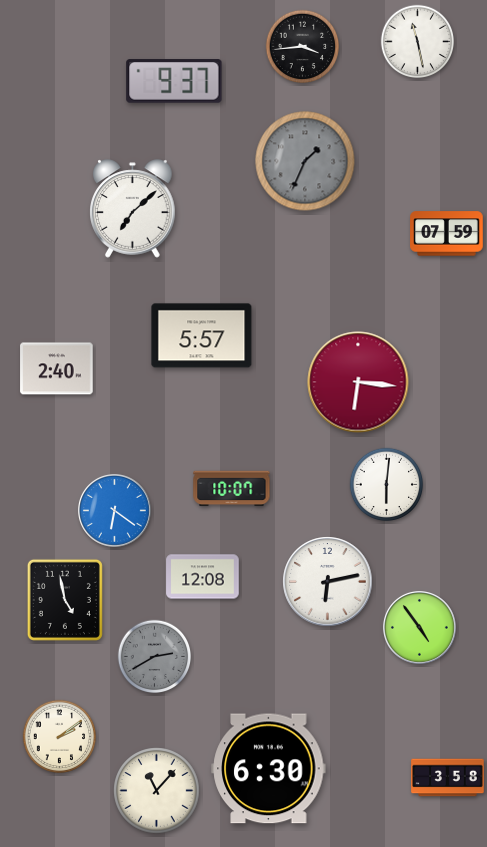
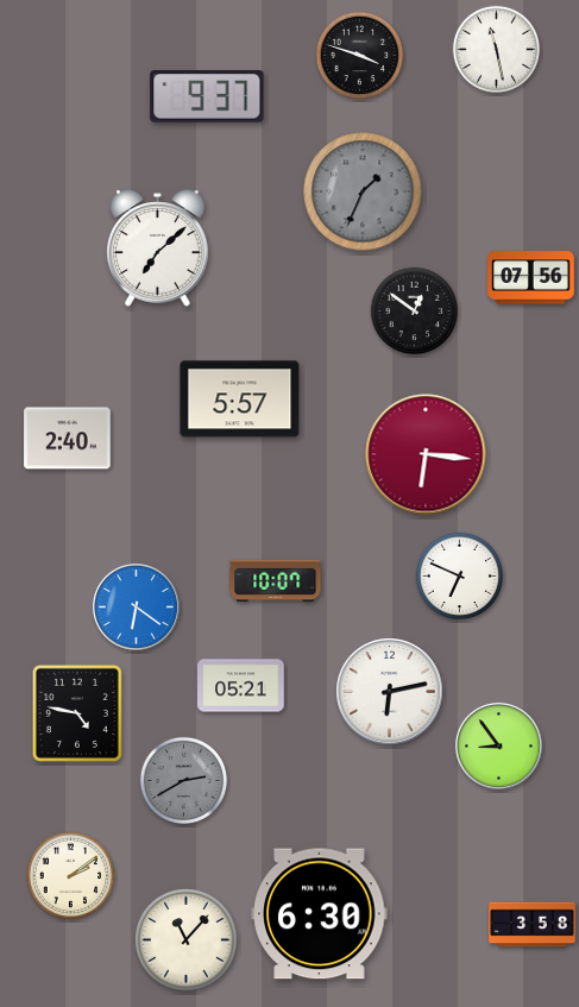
clock at (303, 47): 3:44 -> 3:48
clock at (447, 234): 07:59 -> 07:56
clock at (415, 311): none -> 12:51
clock at (387, 485): 6:01 -> 6:49
clock at (203, 577): 12:08 -> 05:21
clock at (65, 600): 4:58 -> 4:47
clock at (420, 628): 4:54 -> 8:54
